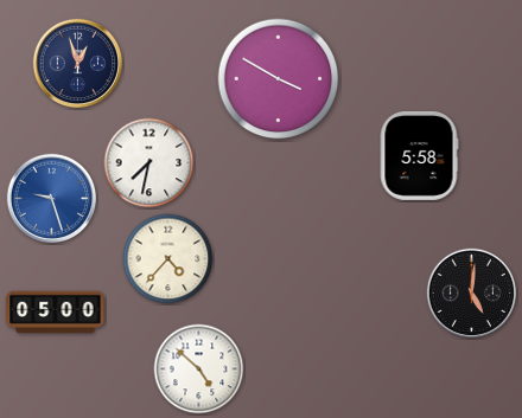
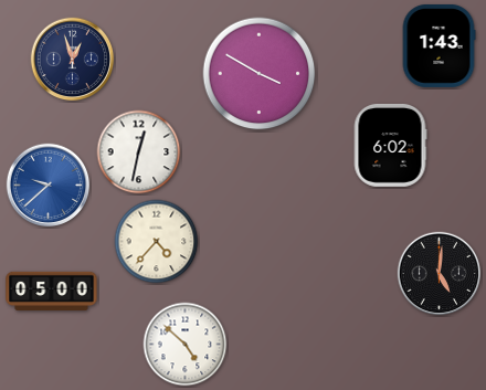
clock at (439, 45): none -> 1:43
clock at (419, 155): 5:58 -> 6:02
clock at (149, 163): 7:32 -> 12:32
clock at (52, 199): 9:27 -> 9:38
